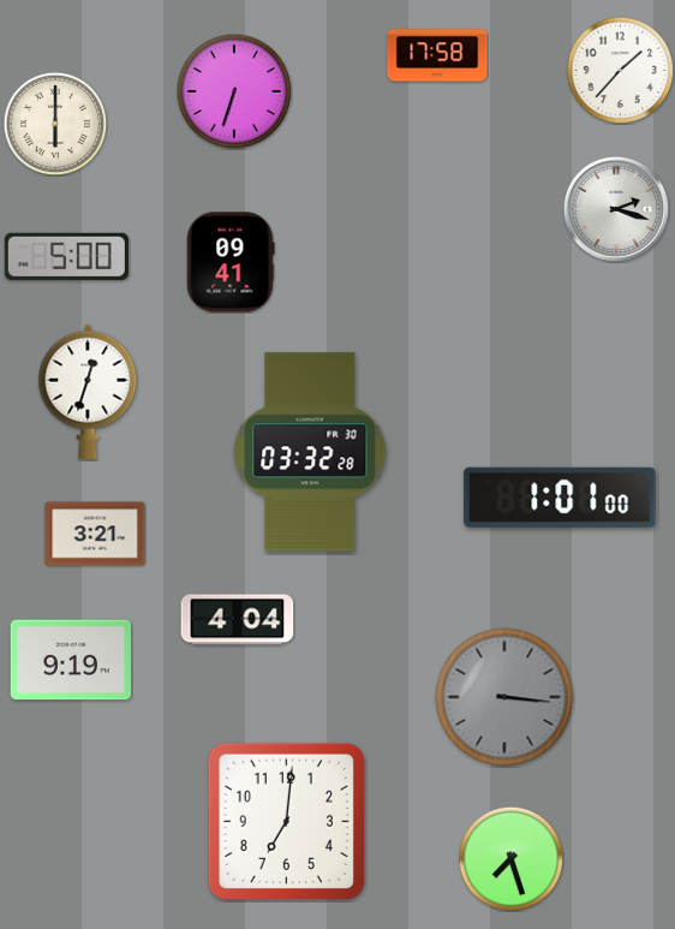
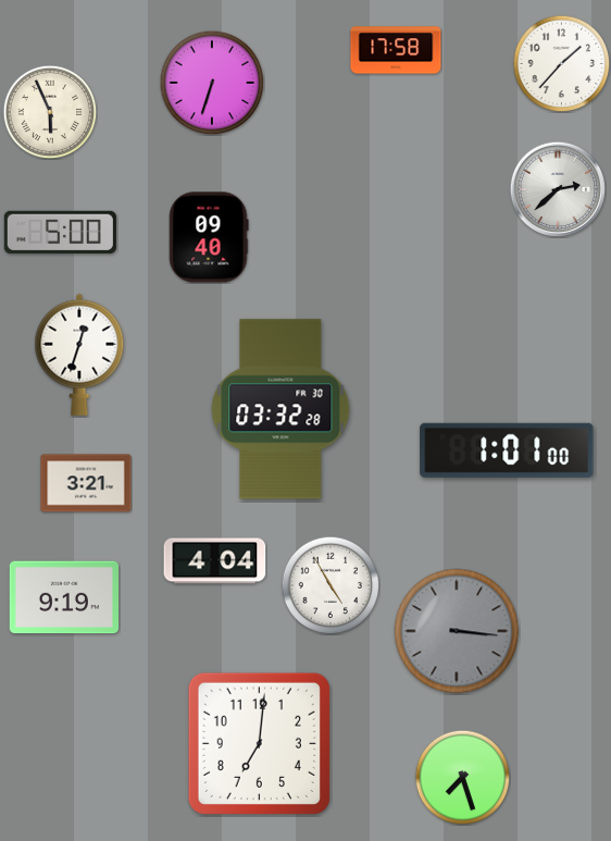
clock at (55, 124): 6:00 -> 5:56
clock at (616, 209): 2:18 -> 2:38
clock at (231, 262): 09:41 -> 09:40
clock at (331, 585): none -> 4:55
